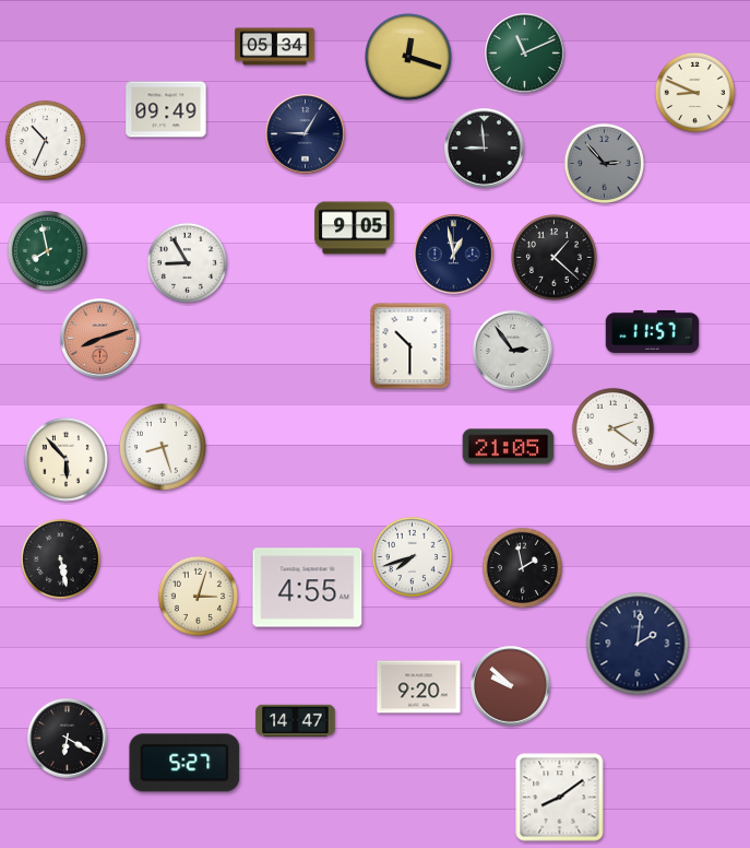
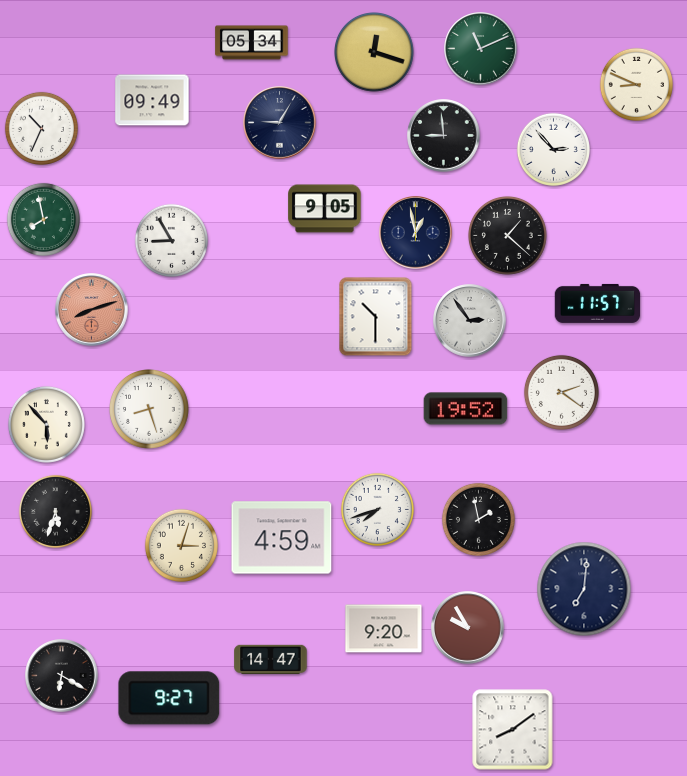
clock at (604, 163) dial: grey -> white
clock at (47, 250) position: (47, 250) -> (43, 219)
clock at (509, 447): 21:05 -> 19:52
clock at (66, 459) position: (66, 459) -> (46, 424)
clock at (60, 558): 5:28 -> 5:33
clock at (308, 588): 4:55 -> 4:59
clock at (638, 644): 2:01 -> 7:01
clock at (511, 686): 9:52 -> 9:55
clock at (184, 763): 5:27 -> 9:27
